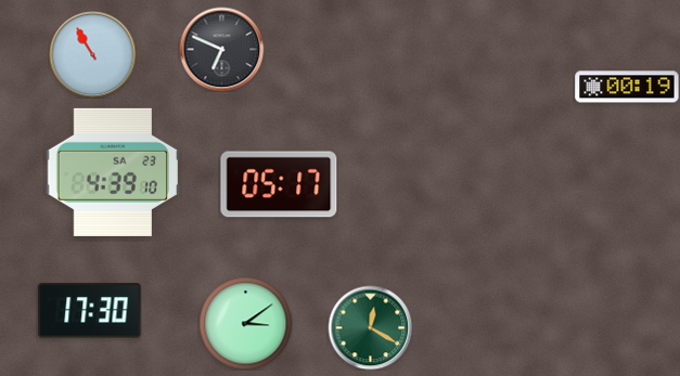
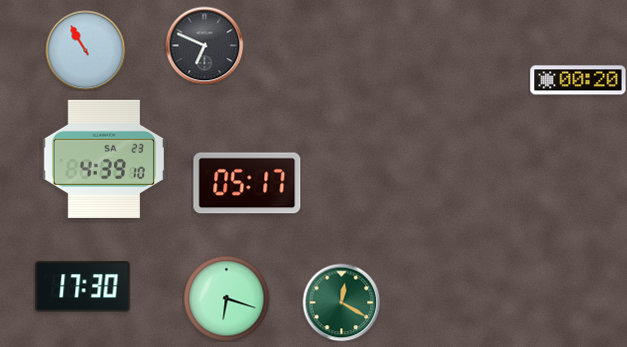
clock at (627, 87): 00:19 -> 00:20
clock at (279, 184) position: (279, 184) -> (247, 183)
clock at (245, 323): 3:09 -> 6:18
